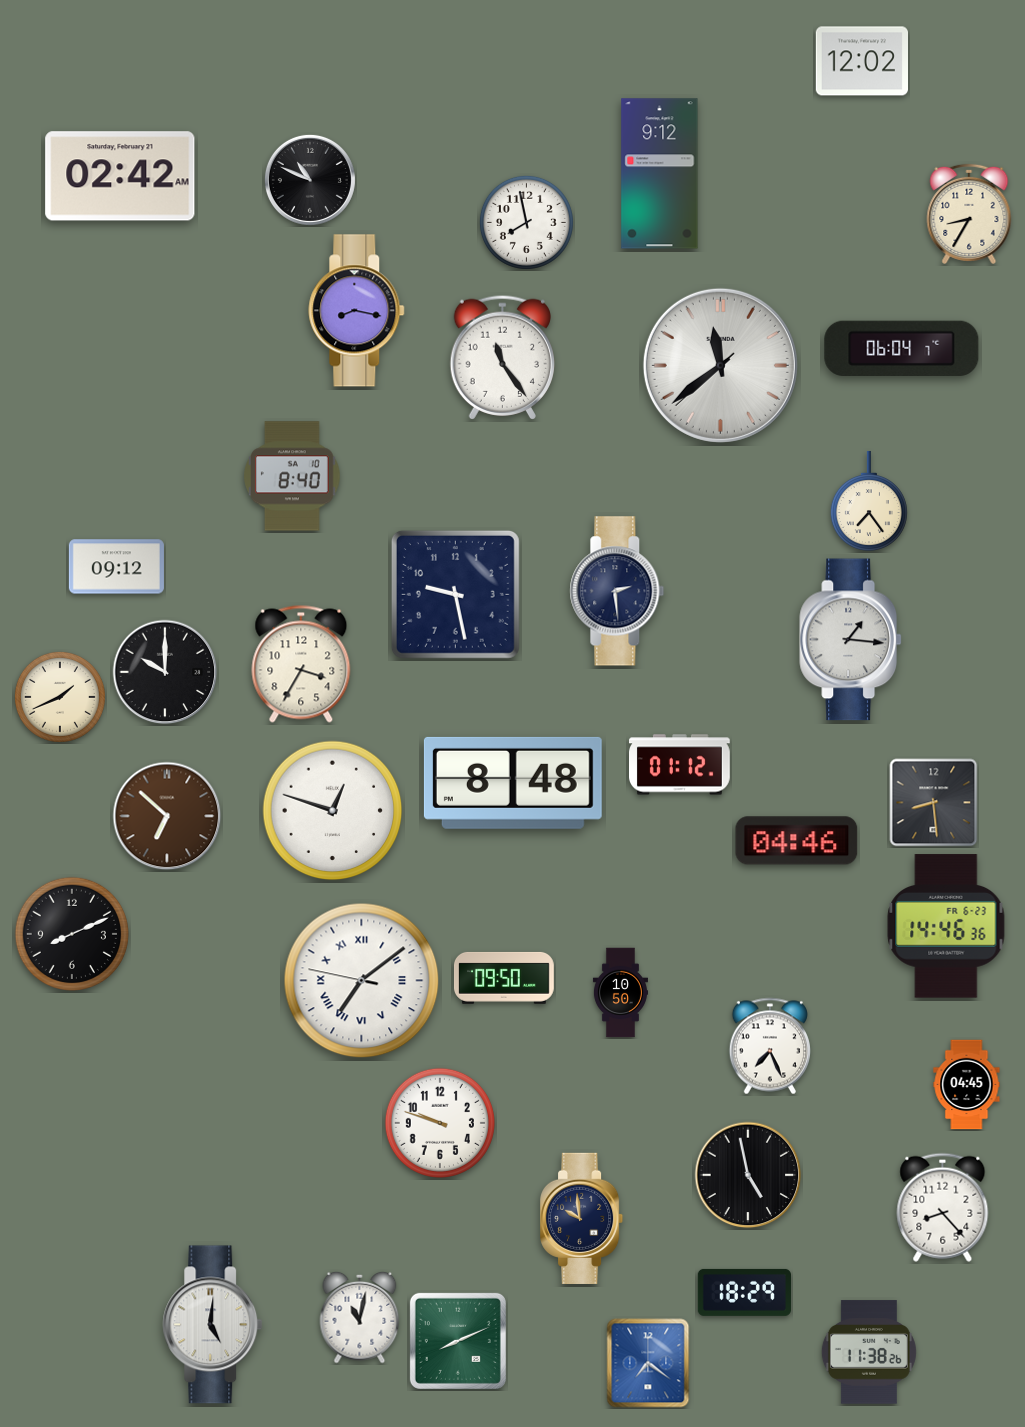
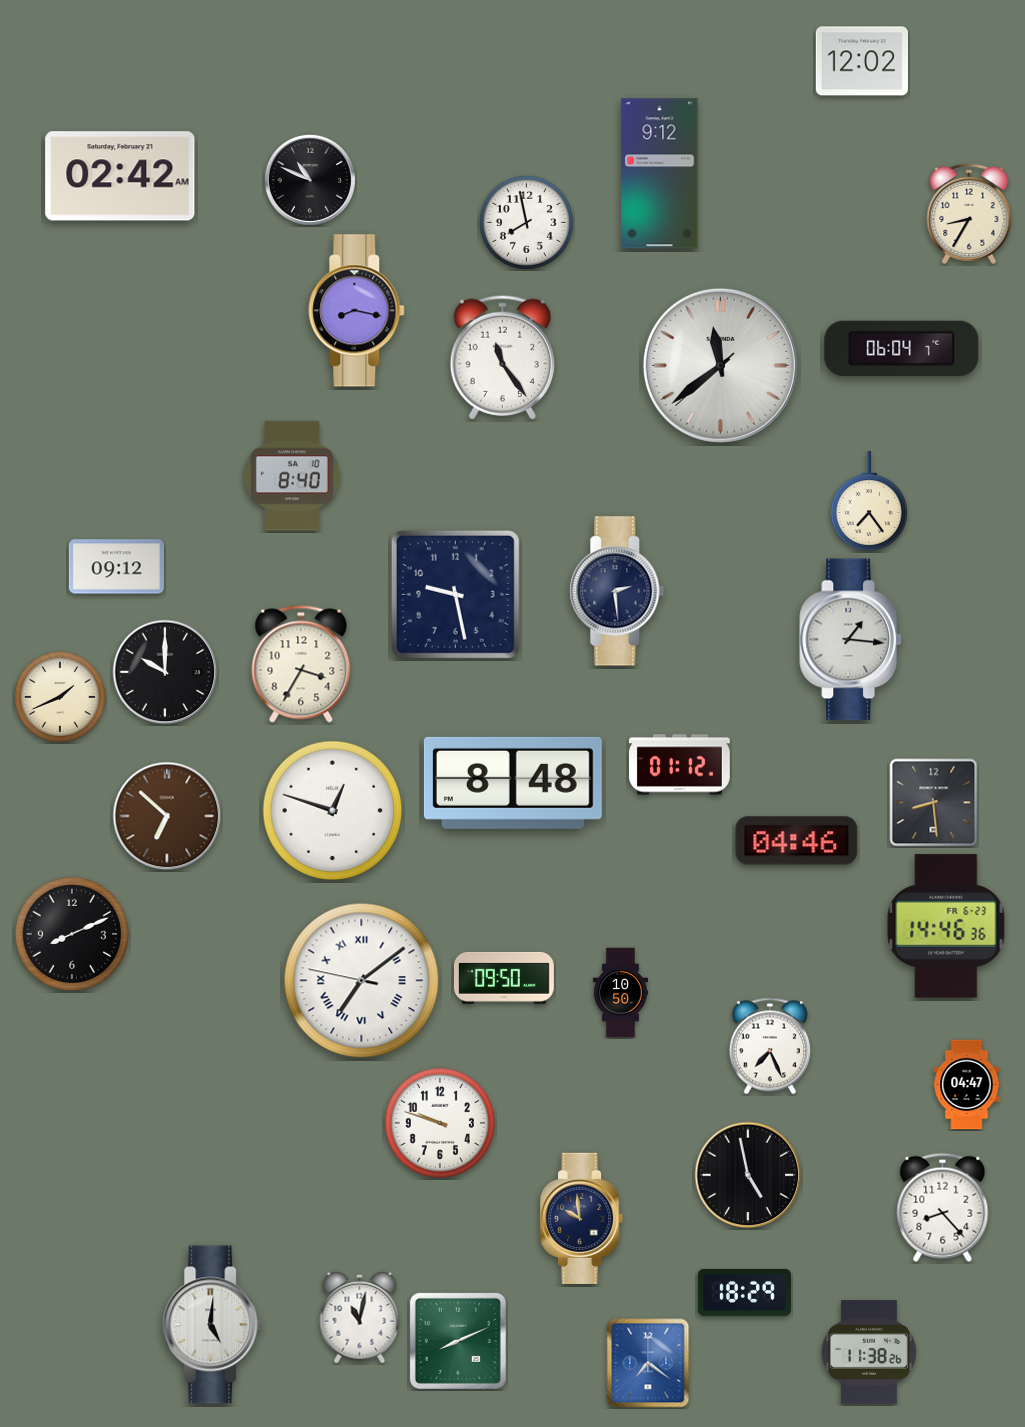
clock at (967, 1085): 04:45 -> 04:47
